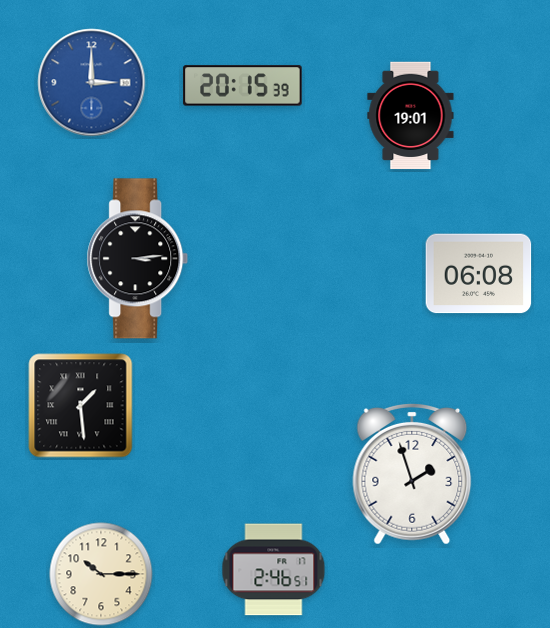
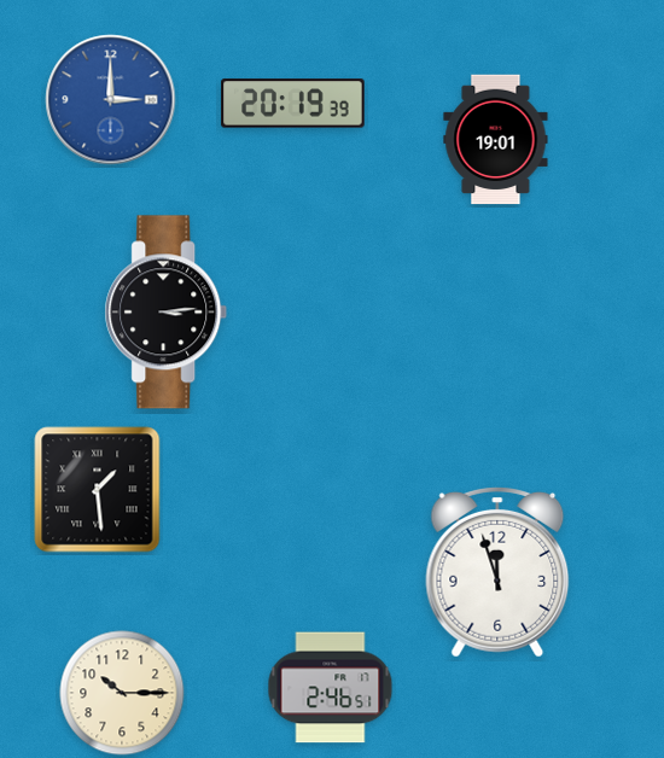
clock at (243, 86): 20:15 -> 20:19
clock at (479, 274): 06:08 -> none
clock at (412, 474): 1:57 -> 11:57
